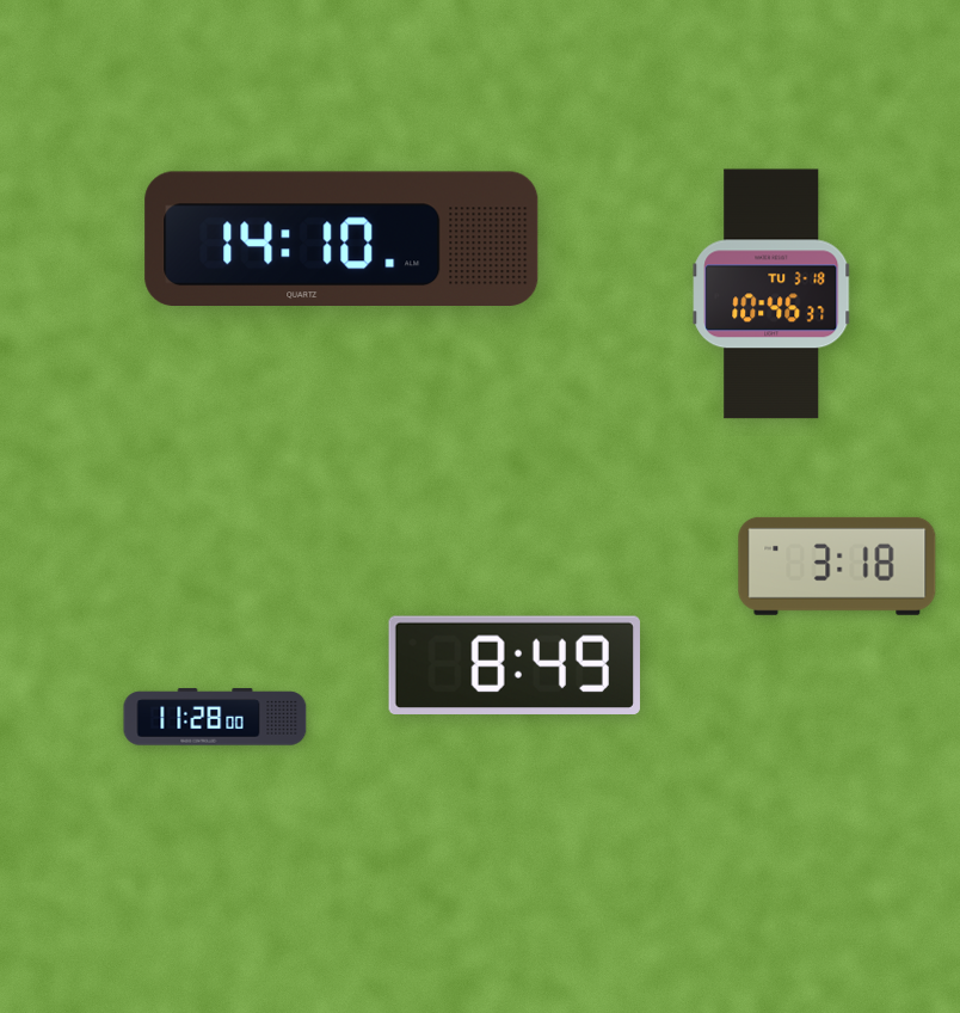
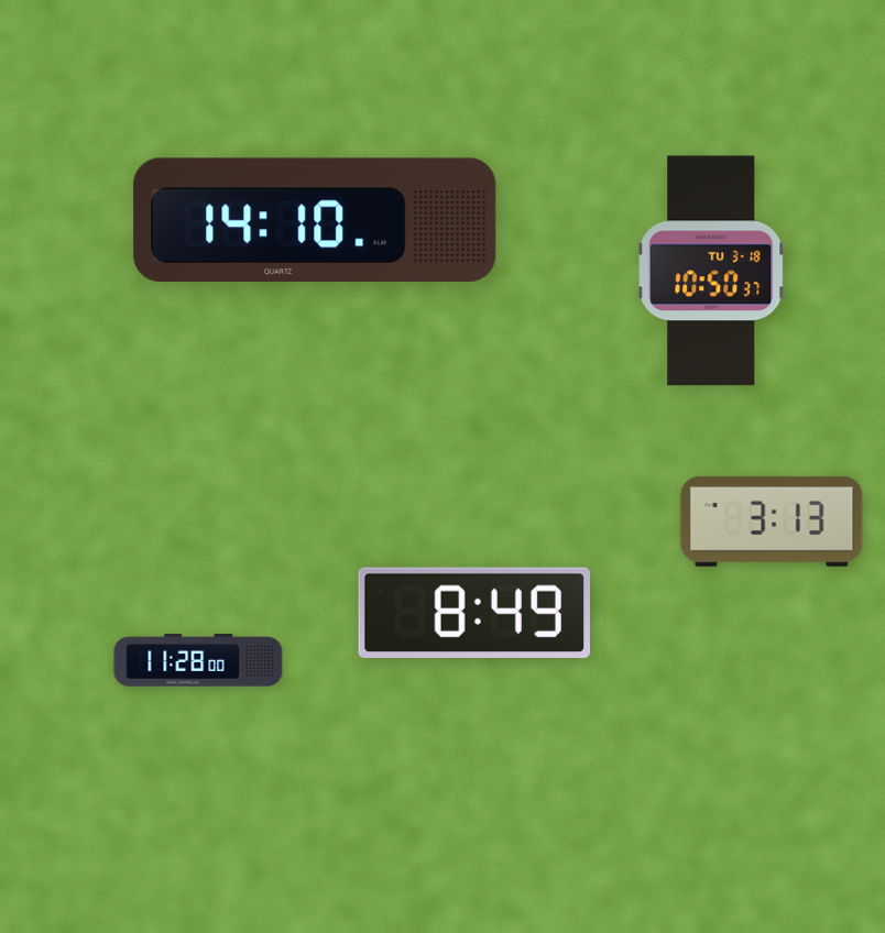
clock at (771, 294): 10:46 -> 10:50
clock at (837, 566): 3:18 -> 3:13
